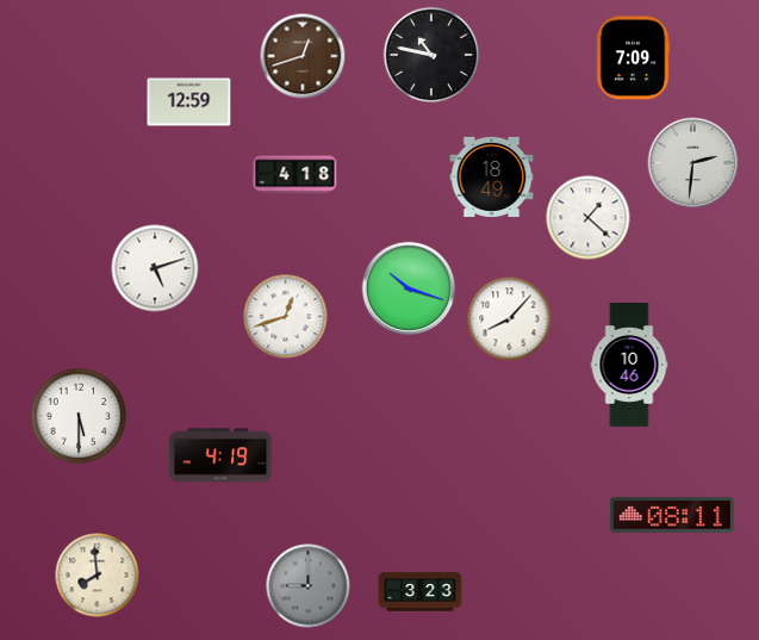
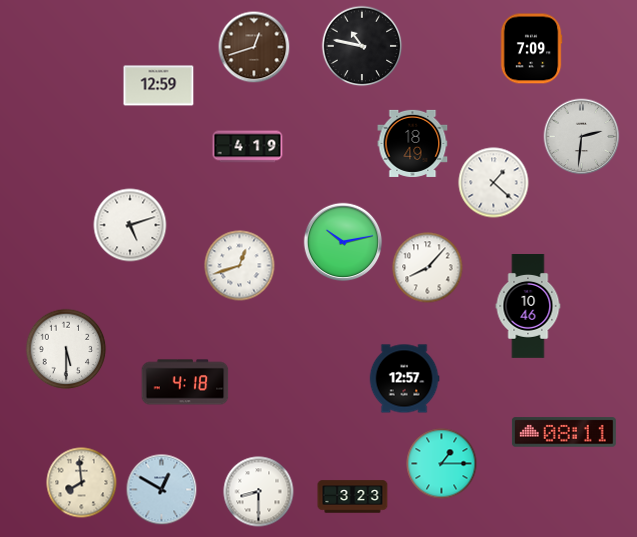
clock at (295, 175): 4:18 -> 4:19
clock at (492, 176) position: (492, 176) -> (413, 143)
clock at (409, 288): 10:18 -> 10:13
clock at (404, 379): none -> 12:57
clock at (220, 455): 4:19 -> 4:18
clock at (442, 464): none -> 1:15
clock at (162, 490): none -> 12:50
clock at (309, 586): 9:00 -> 8:30
clock at (309, 586) dial: grey -> white
